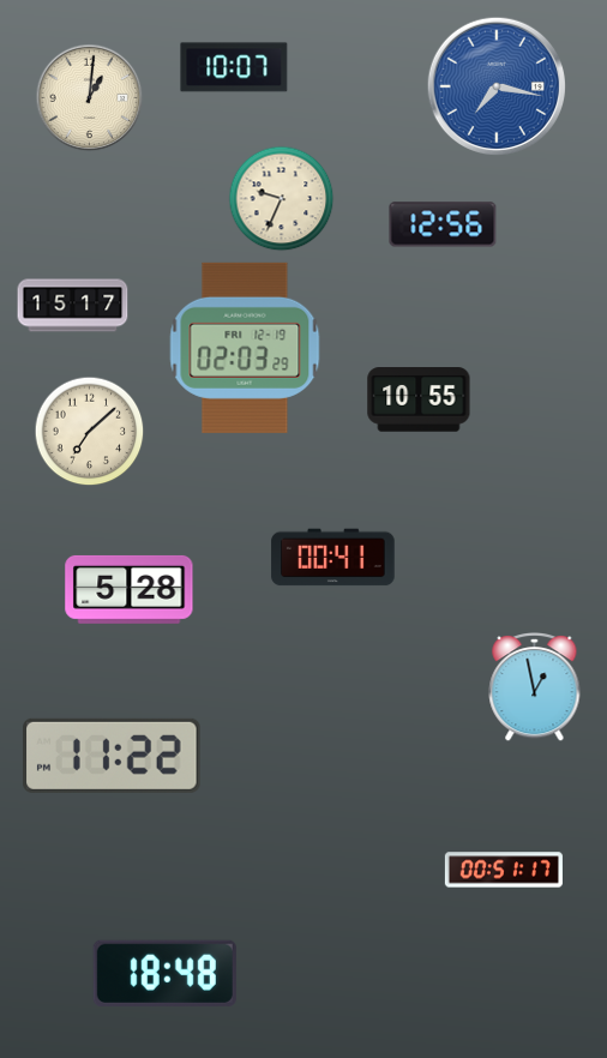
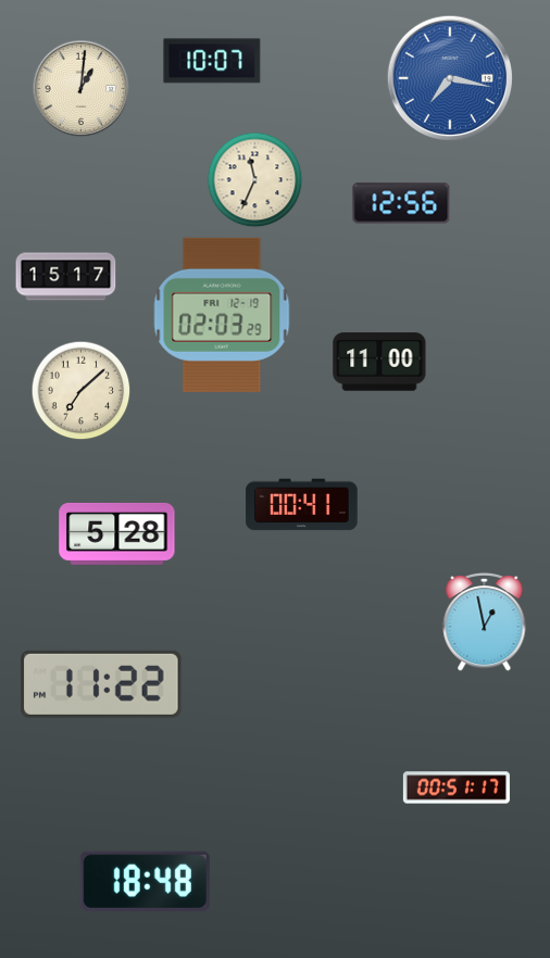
clock at (282, 199): 9:34 -> 11:34
clock at (419, 399): 10:55 -> 11:00
clock at (164, 973) position: (164, 973) -> (145, 881)
